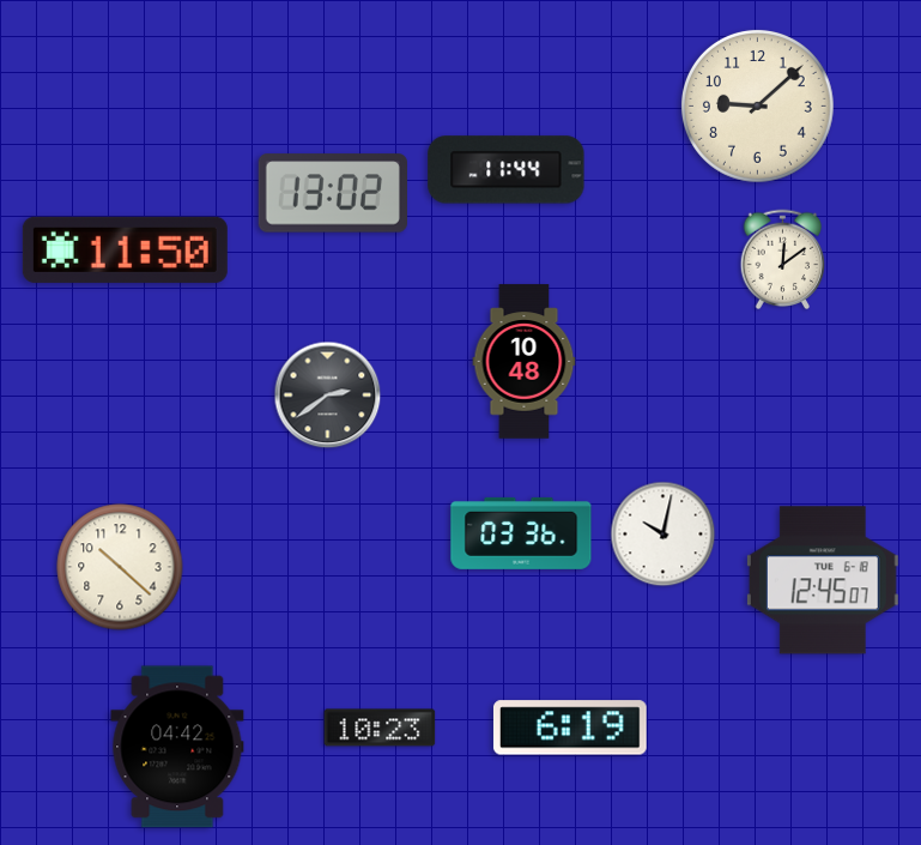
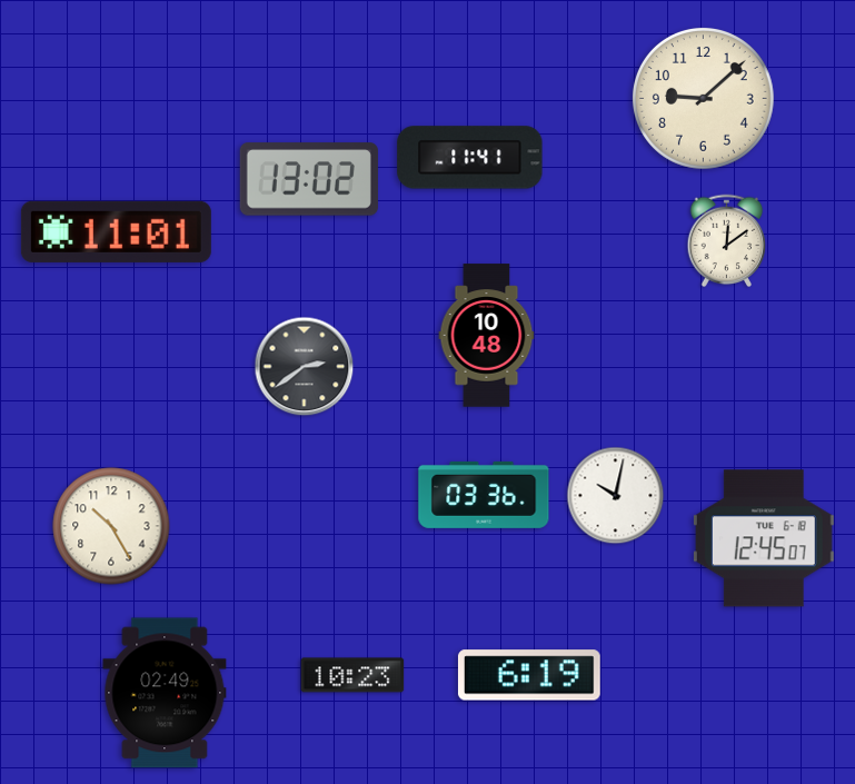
clock at (507, 170): 11:44 -> 11:41
clock at (125, 249): 11:50 -> 11:01
clock at (120, 567): 10:22 -> 10:25
clock at (177, 747): 04:42 -> 02:49
